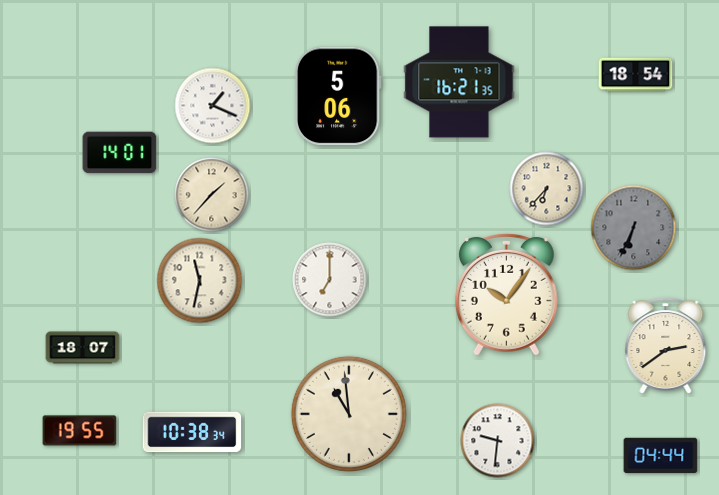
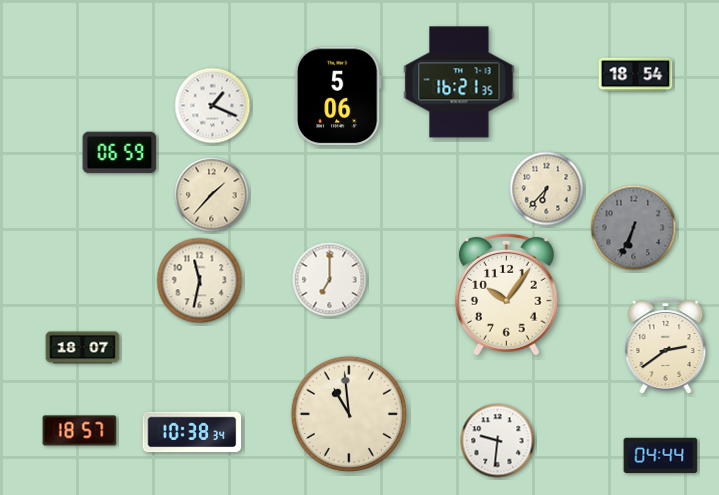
clock at (120, 153): 14:01 -> 06:59
clock at (80, 431): 19:55 -> 18:57
